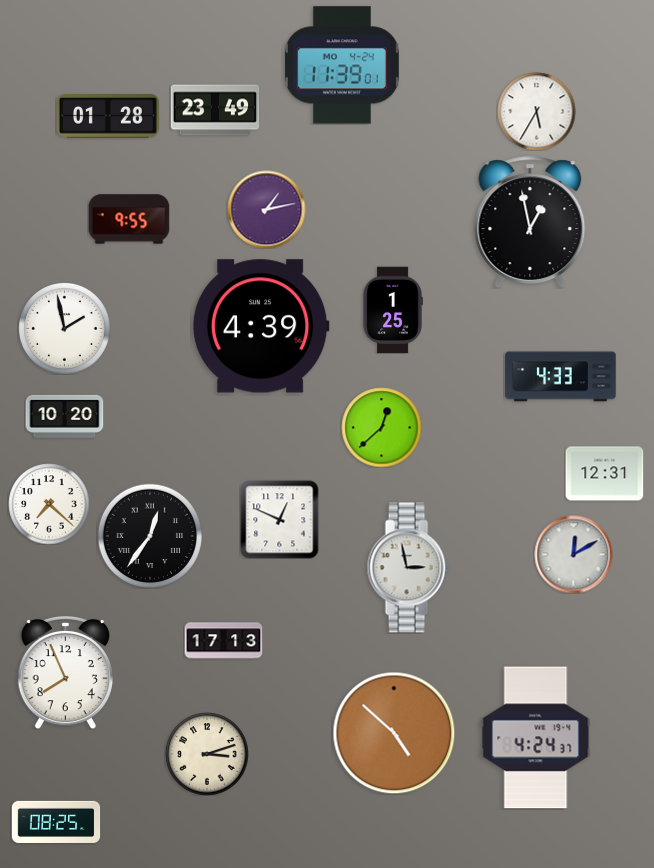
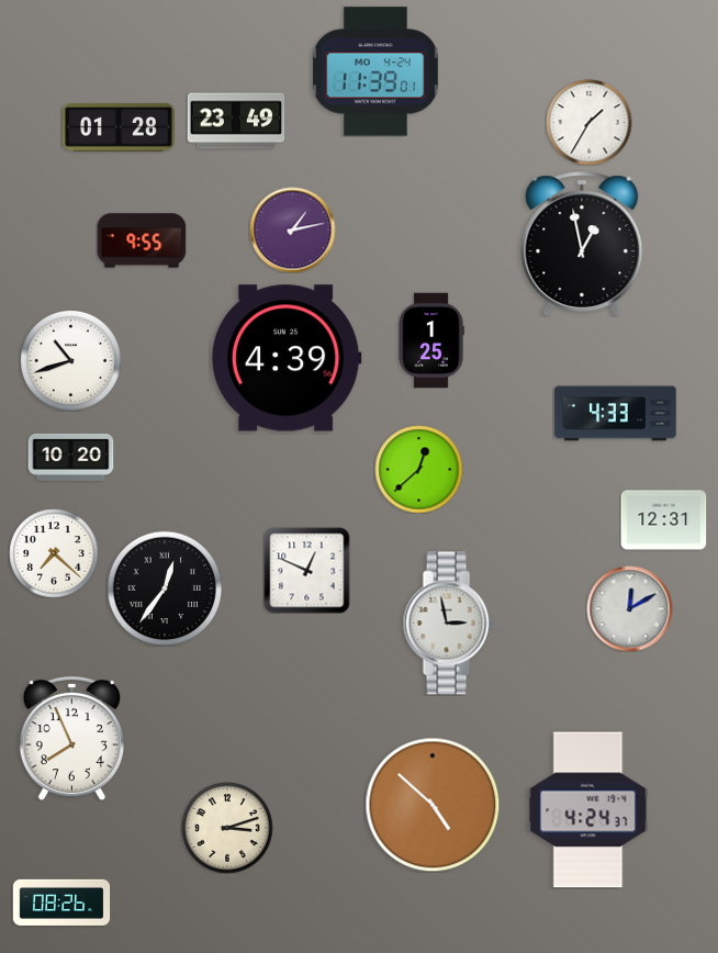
clock at (536, 111): 5:35 -> 1:35
clock at (64, 328): 1:58 -> 10:42
clock at (223, 641): 17:13 -> none
clock at (56, 822): 08:25 -> 08:26
